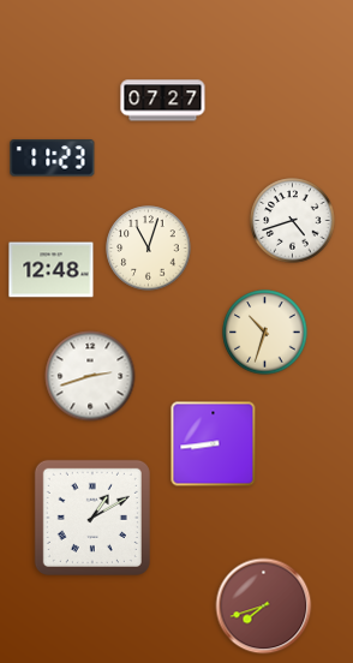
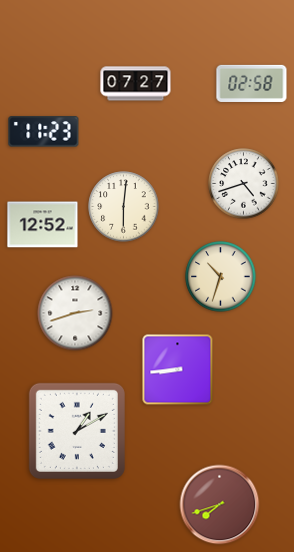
clock at (252, 83): none -> 02:58
clock at (149, 249): 11:03 -> 6:01
clock at (52, 270): 12:48 -> 12:52
